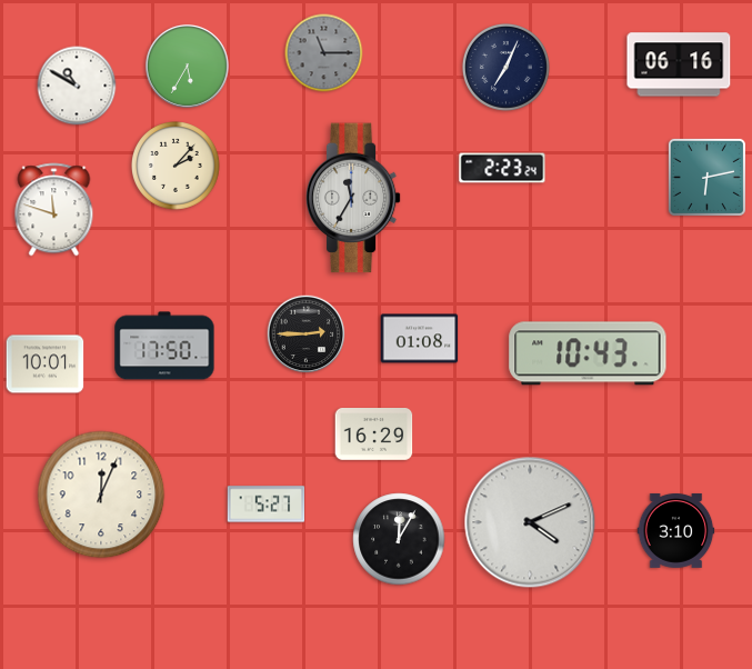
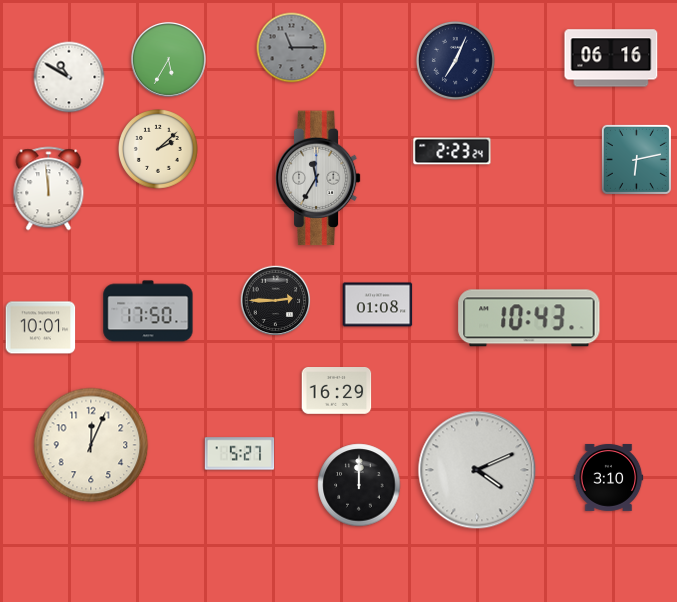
clock at (177, 167): 2:07 -> 2:08
clock at (54, 210): 11:48 -> 11:59
clock at (399, 539): 12:05 -> 12:00
